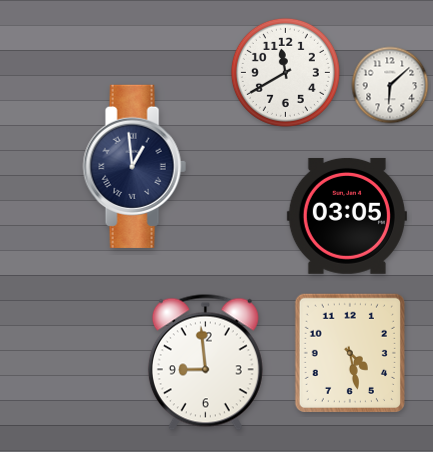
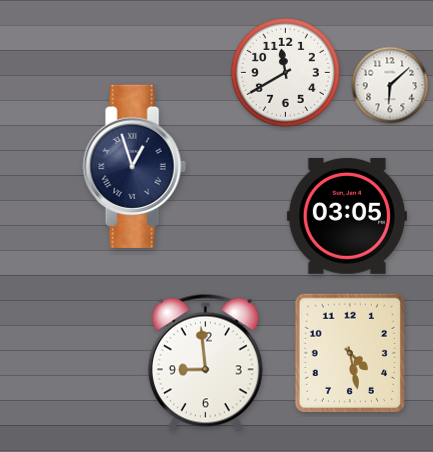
clock at (134, 166): 12:59 -> 12:57
